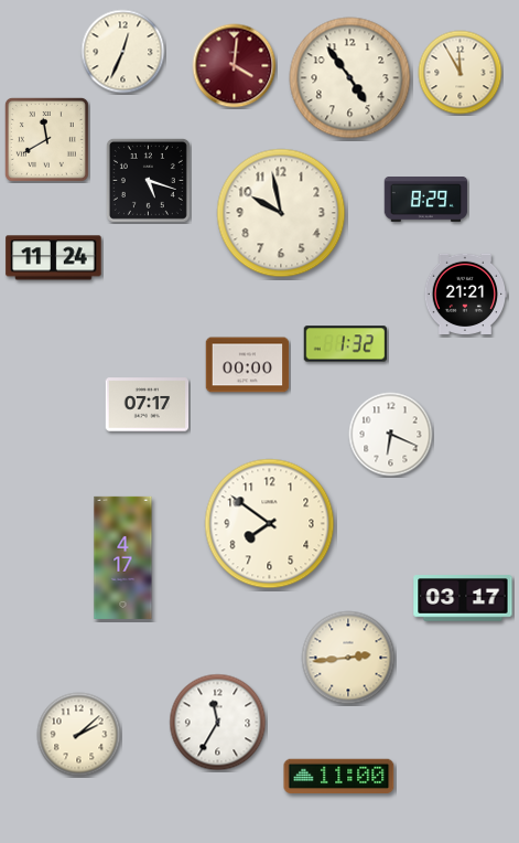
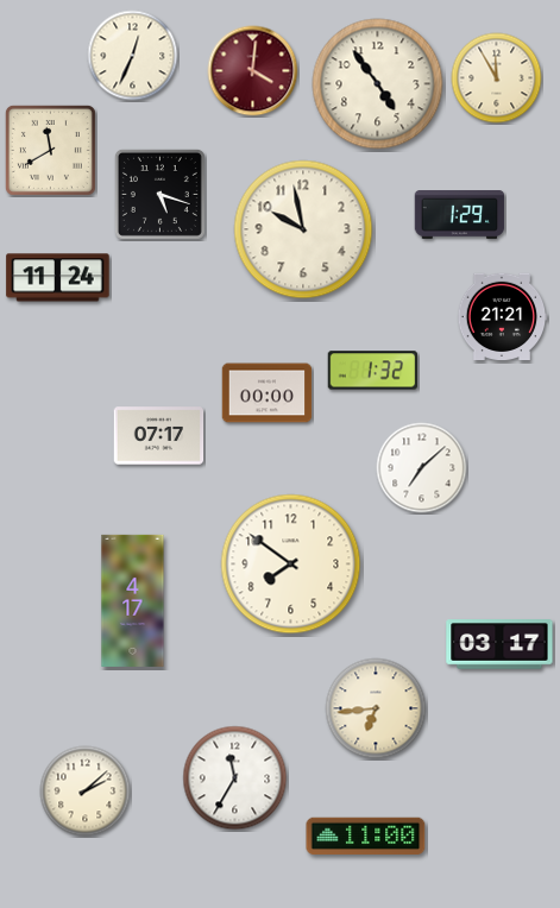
clock at (426, 200): 8:29 -> 1:29
clock at (391, 435): 6:19 -> 7:08
clock at (348, 658): 2:44 -> 6:44
